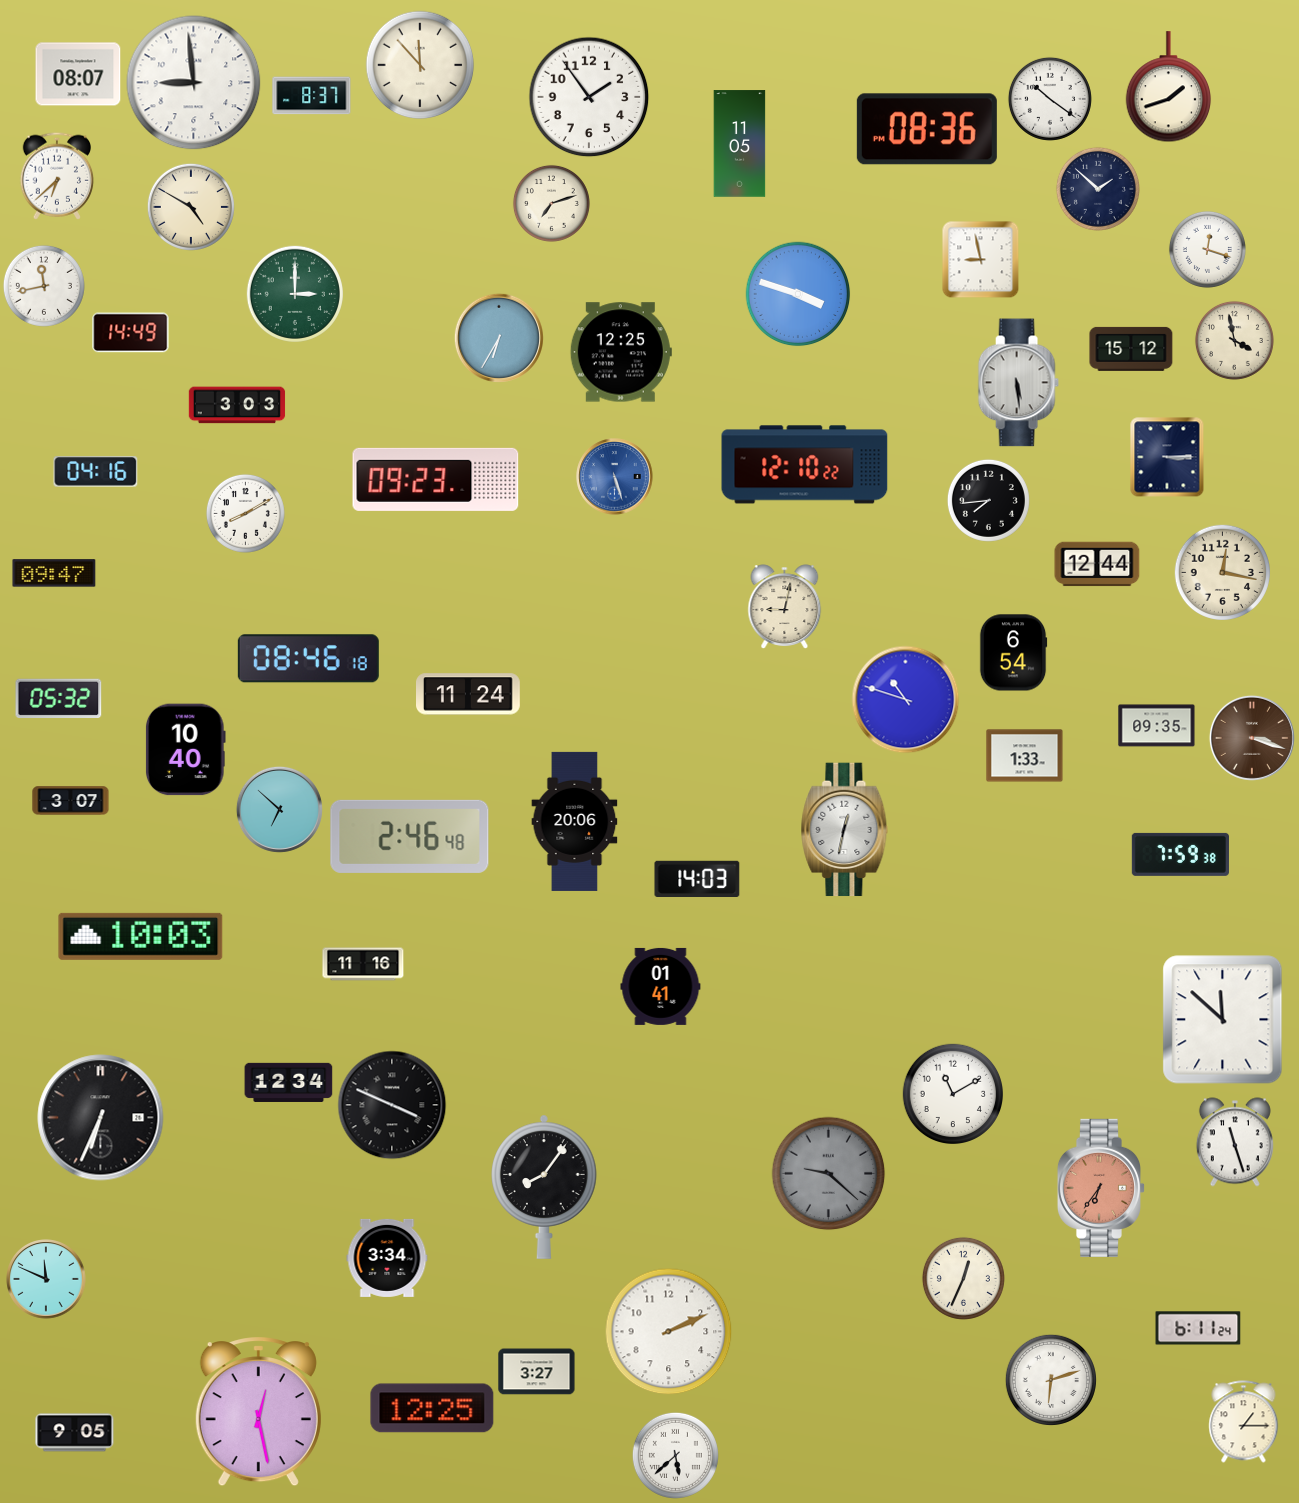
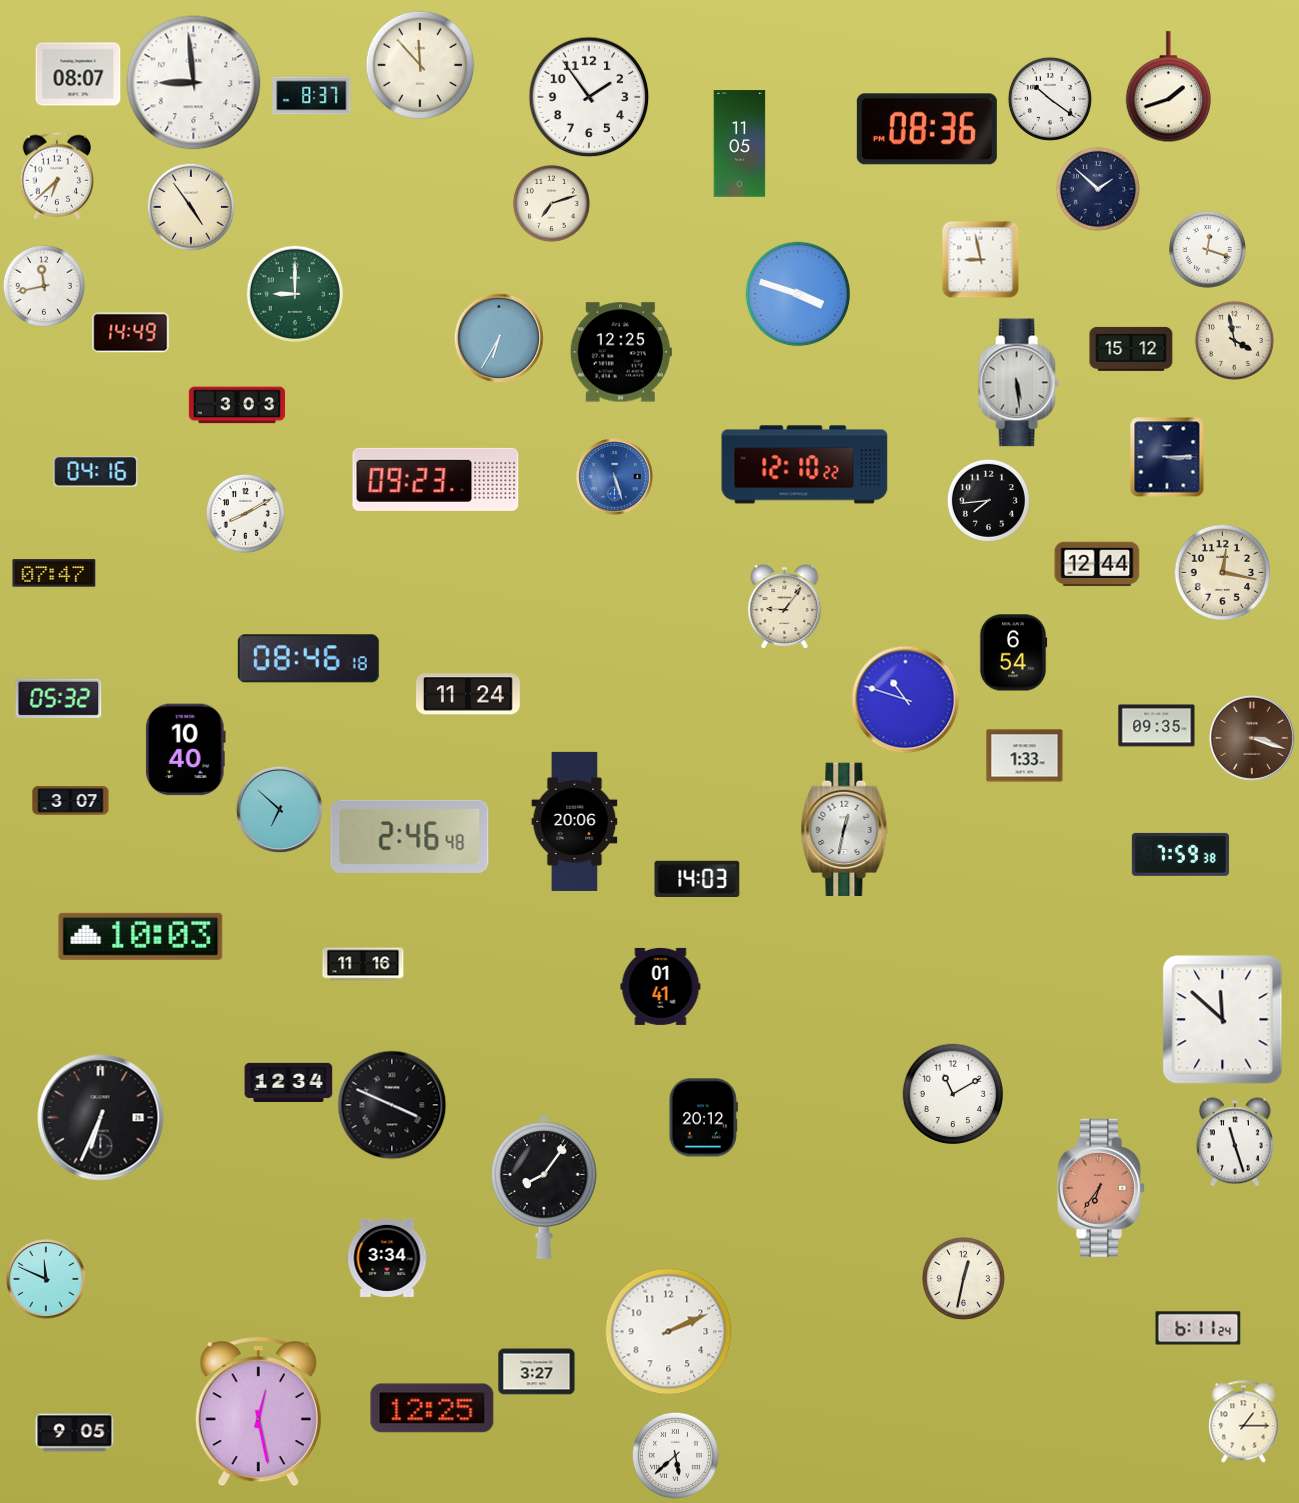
clock at (191, 207): 4:50 -> 4:54
clock at (294, 293): 3:00 -> 9:00
clock at (54, 573): 09:47 -> 07:47
clock at (785, 607): 9:02 -> 9:06
clock at (703, 1118): none -> 20:12
clock at (829, 1174): 9:22 -> none
clock at (963, 1278): 12:34 -> 12:32
clock at (1051, 1380): 6:12 -> none
